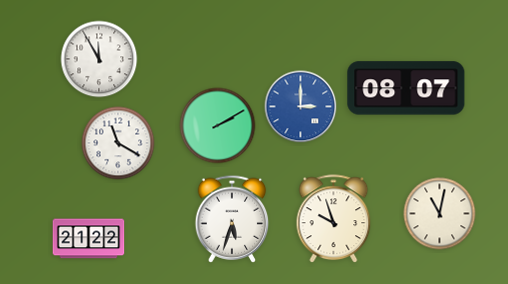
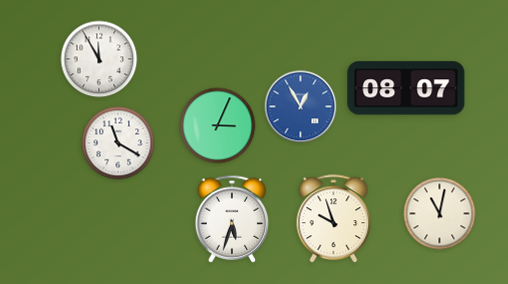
clock at (301, 107): 3:00 -> 12:55
clock at (218, 126): 2:10 -> 3:04
clock at (89, 239): 21:22 -> none
